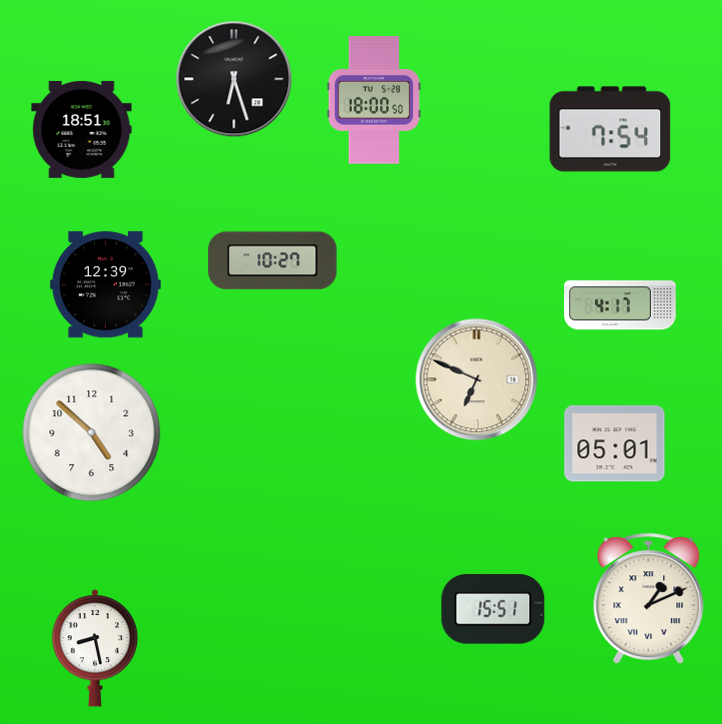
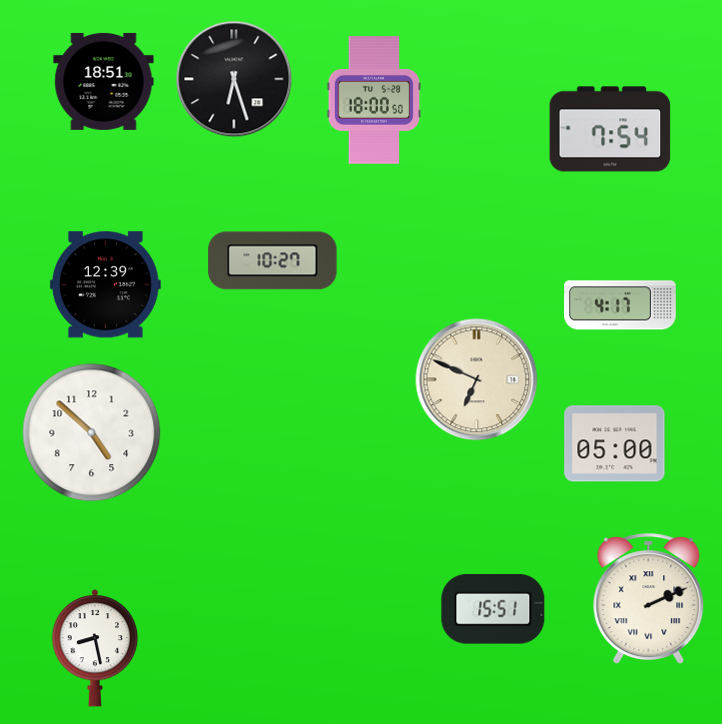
clock at (82, 129) position: (82, 129) -> (104, 81)
clock at (615, 444): 05:01 -> 05:00
clock at (649, 599): 1:11 -> 2:11
